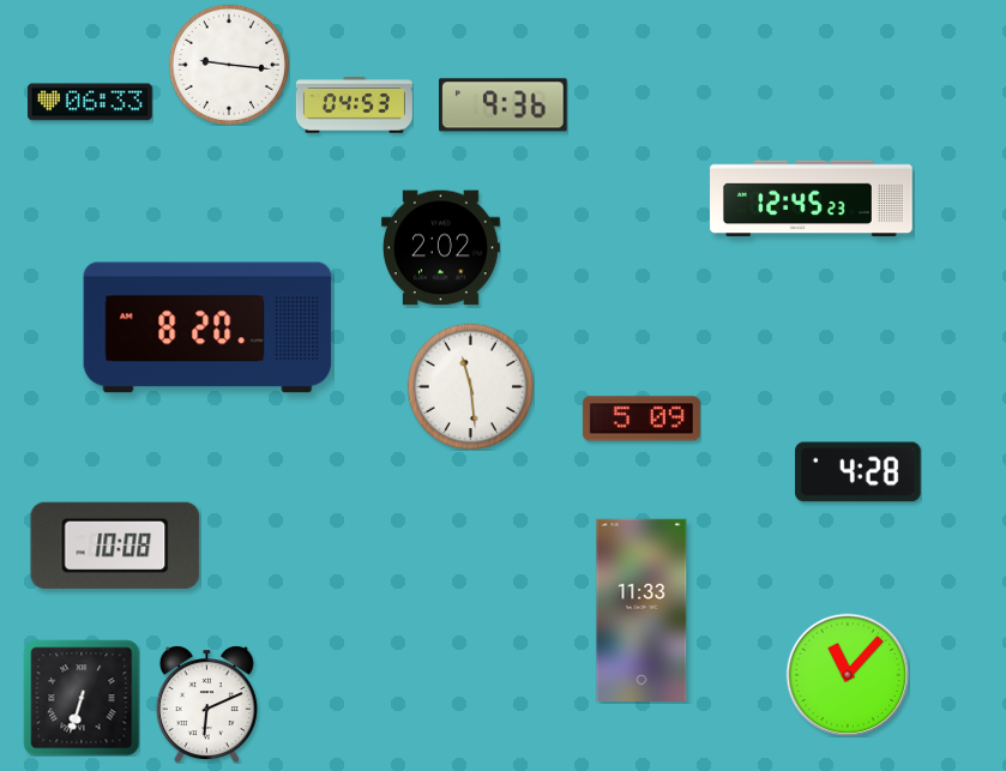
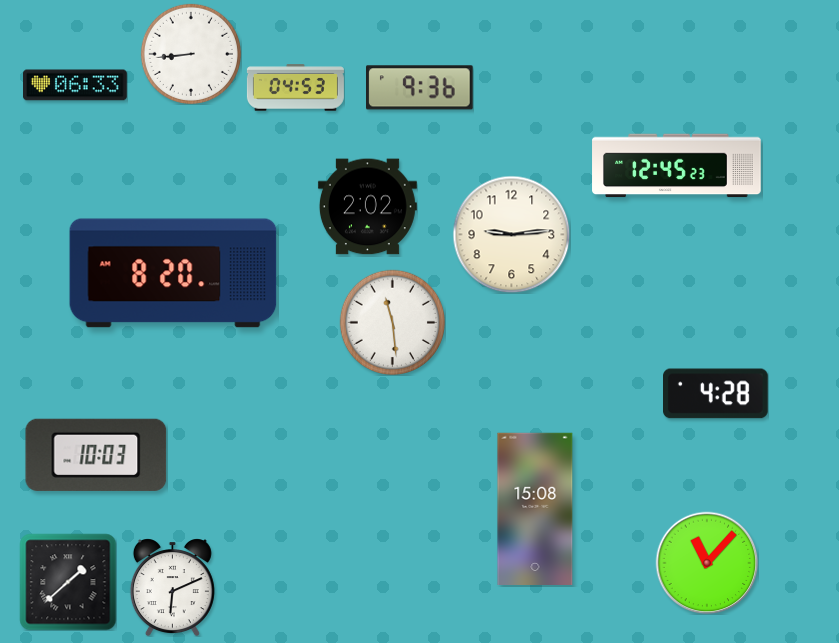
clock at (229, 65): 9:16 -> 8:44
clock at (511, 234): none -> 9:14
clock at (641, 418): 5:09 -> none
clock at (115, 546): 10:08 -> 10:03
clock at (641, 609): 11:33 -> 15:08
clock at (82, 698): 6:33 -> 1:38
